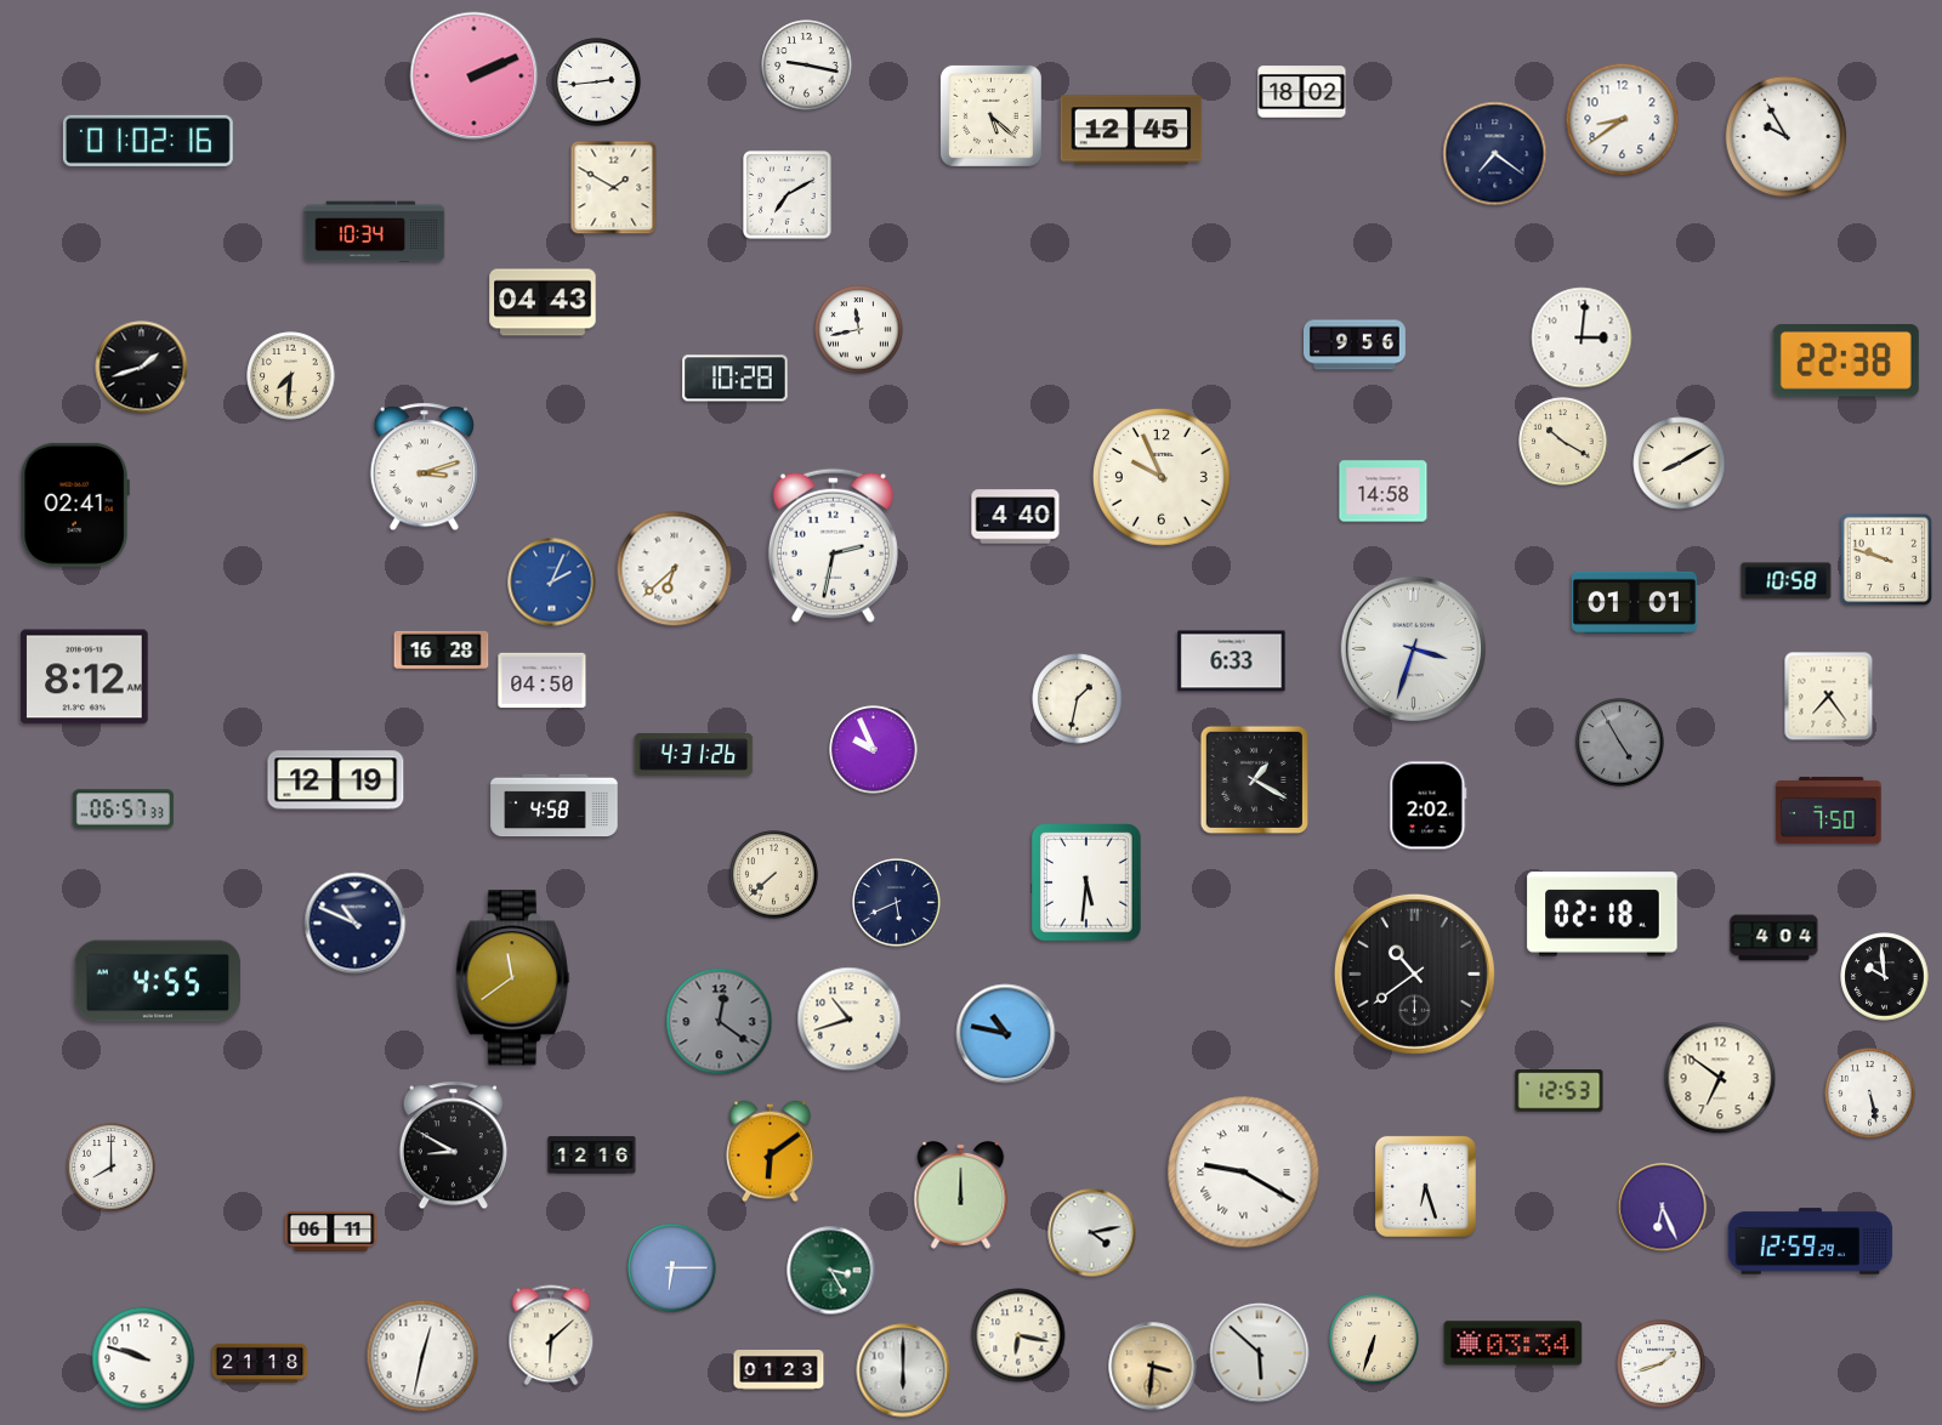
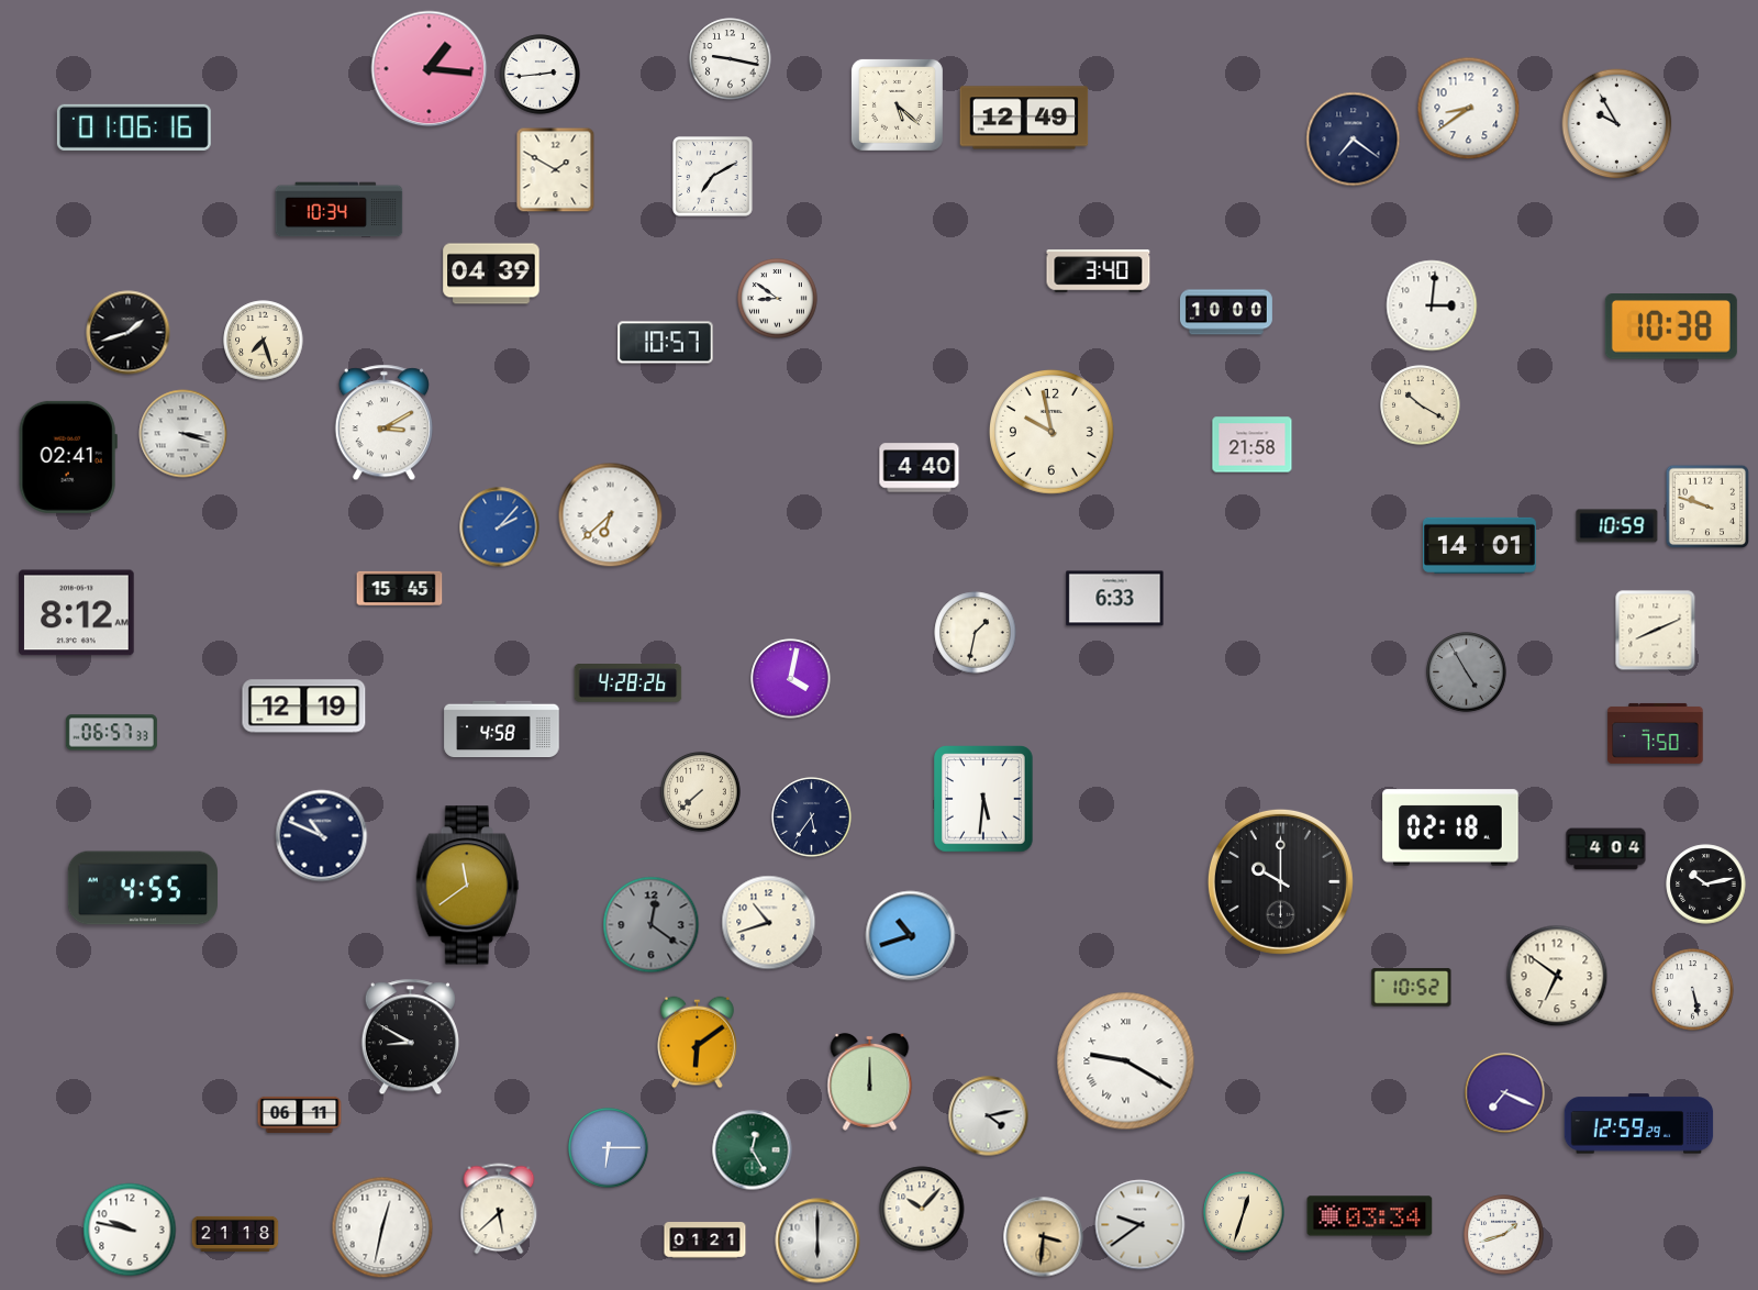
clock at (475, 76): 2:11 -> 1:16
clock at (1302, 92): 18:02 -> none
clock at (1131, 130): 12:45 -> 12:49
clock at (148, 141): 01:02 -> 01:06
clock at (1099, 271): none -> 3:40
clock at (543, 302): 04:43 -> 04:39
clock at (859, 330): 11:43 -> 8:51
clock at (1355, 345): 9:56 -> 10:00
clock at (1846, 362): 22:38 -> 10:38
clock at (291, 376): 7:31 -> 7:27
clock at (736, 379): 10:28 -> 10:57
clock at (1563, 442) position: (1563, 442) -> (1421, 405)
clock at (1680, 464): 8:10 -> none
clock at (424, 467): 3:12 -> 3:10
clock at (1162, 477): 9:56 -> 9:58
clock at (183, 434): none -> 3:18
clock at (1384, 492): 14:58 -> 21:58
clock at (833, 545): 2:32 -> none
clock at (1787, 581): 10:58 -> 10:59
clock at (552, 583): 2:04 -> 2:07
clock at (1634, 602): 01:01 -> 14:01
clock at (1413, 648): 3:33 -> none
clock at (442, 649): 16:28 -> 15:45
clock at (543, 681): 04:50 -> none
clock at (1829, 697): 7:24 -> 8:11
clock at (874, 750): 9:56 -> 4:02
clock at (694, 755): 4:31 -> 4:28
clock at (1254, 779): 1:20 -> none
clock at (1429, 806): 2:02 -> none
clock at (897, 903): 5:41 -> 5:36
clock at (1414, 973): 10:39 -> 10:00
clock at (1885, 977): 9:59 -> 10:13
clock at (512, 978) position: (512, 978) -> (467, 886)
clock at (1006, 1034): 10:47 -> 10:42
clock at (1560, 1091): 12:53 -> 10:52
clock at (592, 1156): 12:16 -> none
clock at (112, 1168): 8:00 -> none
clock at (1425, 1186): 6:27 -> none
clock at (1663, 1208): 6:26 -> 7:19
clock at (831, 1271): 3:25 -> 12:25
clock at (551, 1335): 6:08 -> 5:38
clock at (1018, 1335): 6:17 -> 10:07
clock at (1374, 1339): 6:33 -> 12:33
clock at (1260, 1353): 5:52 -> 9:39
clock at (143, 1358): 9:48 -> 9:47
clock at (779, 1370): 01:23 -> 01:21
